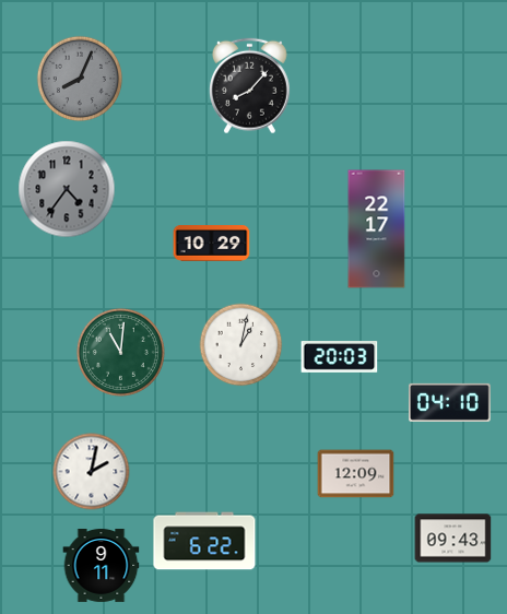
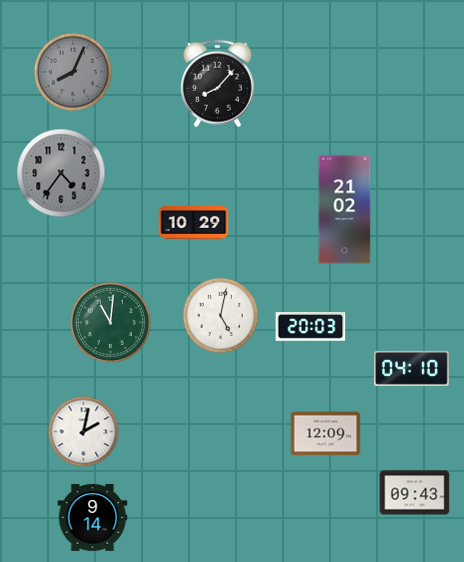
clock at (249, 86) position: (249, 86) -> (217, 84)
clock at (377, 229): 22:17 -> 21:02
clock at (241, 345): 1:02 -> 5:02
clock at (204, 541): 6:22 -> none
clock at (102, 565): 9:11 -> 9:14
